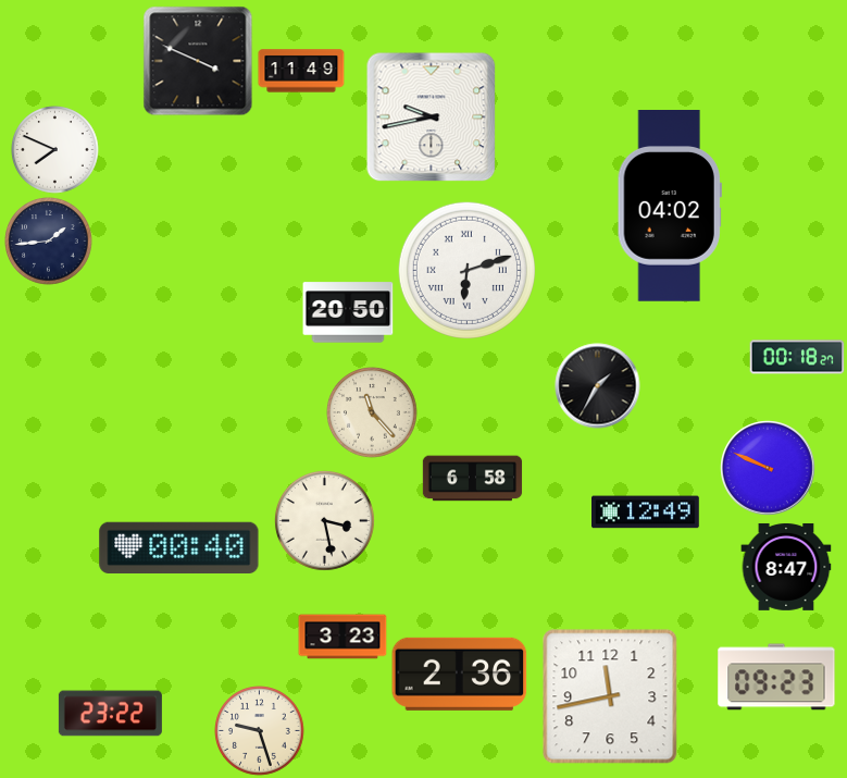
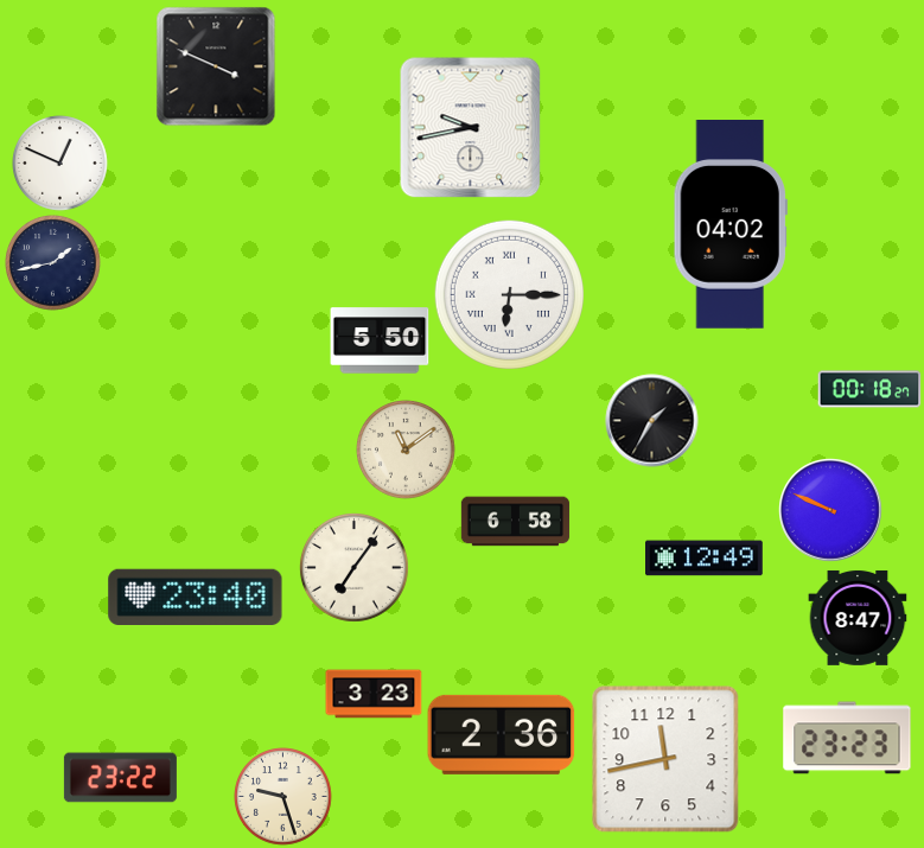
clock at (301, 71): 11:49 -> none
clock at (55, 150): 7:49 -> 12:49
clock at (49, 242): 1:44 -> 1:43
clock at (466, 270): 6:12 -> 6:15
clock at (348, 312): 20:50 -> 5:50
clock at (372, 412): 11:23 -> 11:09
clock at (768, 468) position: (768, 468) -> (830, 510)
clock at (324, 520): 3:28 -> 7:06
clock at (179, 547): 00:40 -> 23:40
clock at (776, 677): 09:23 -> 23:23
